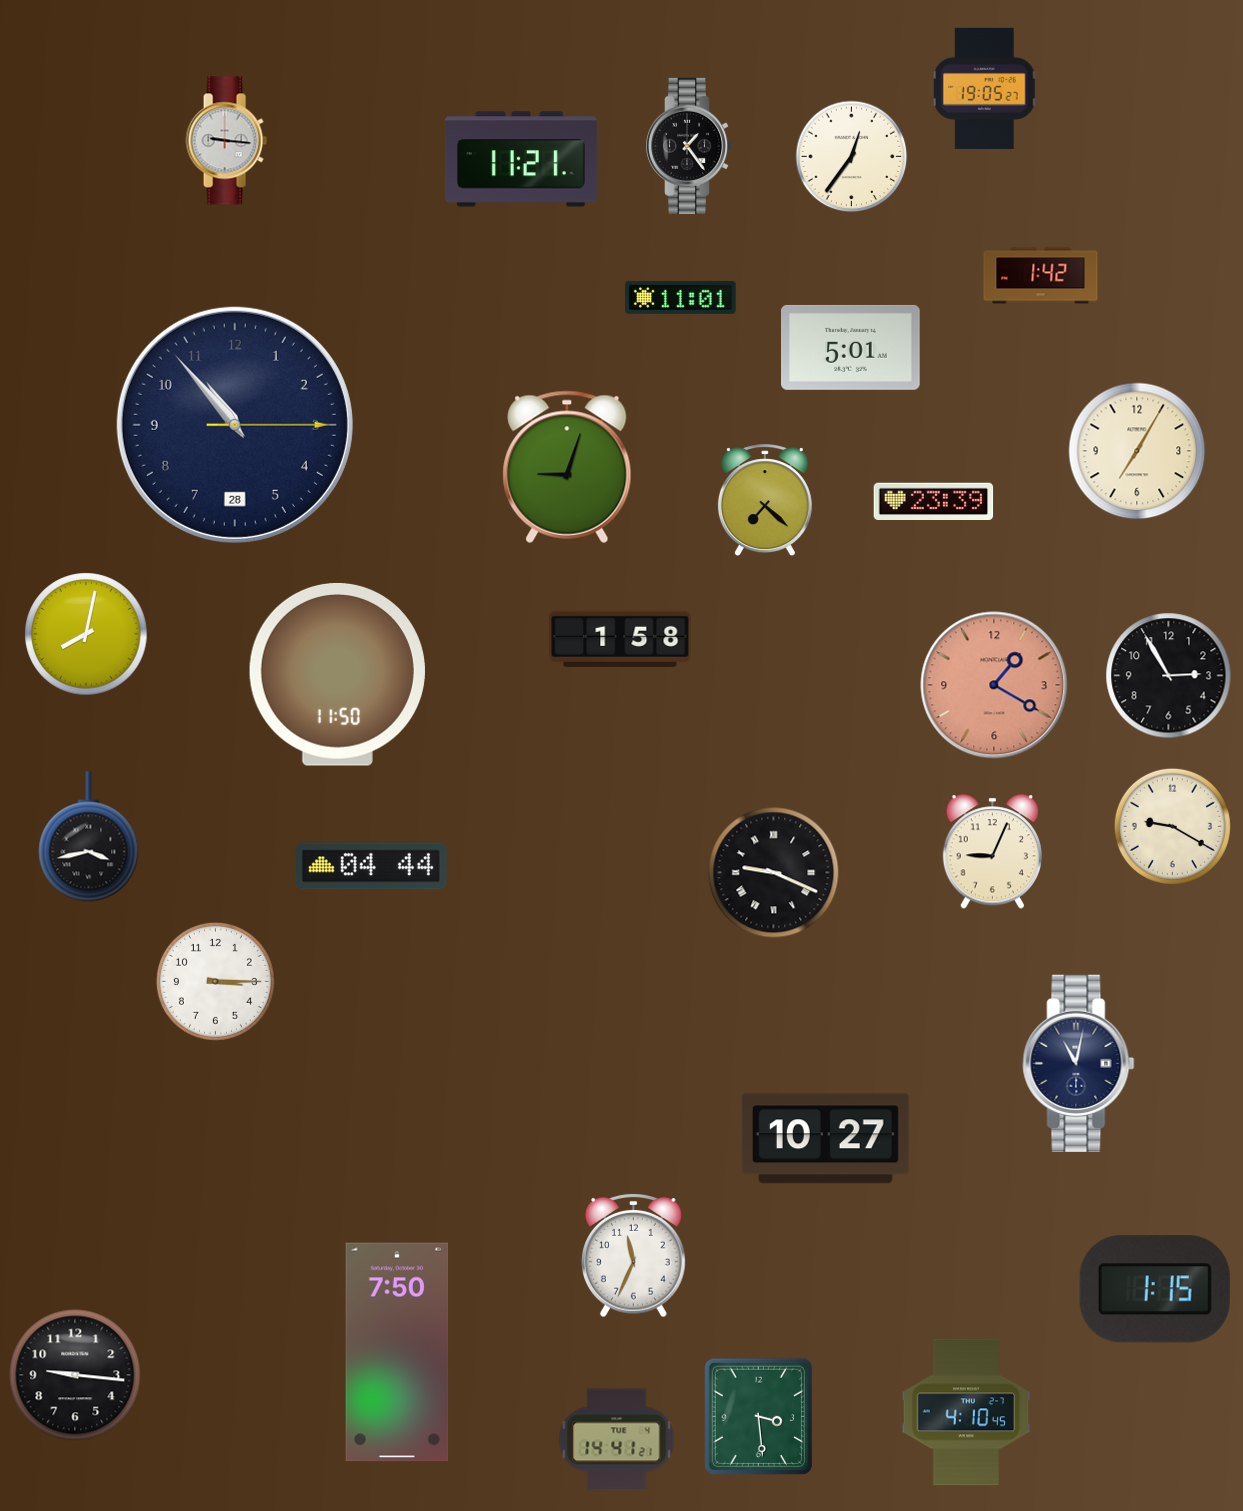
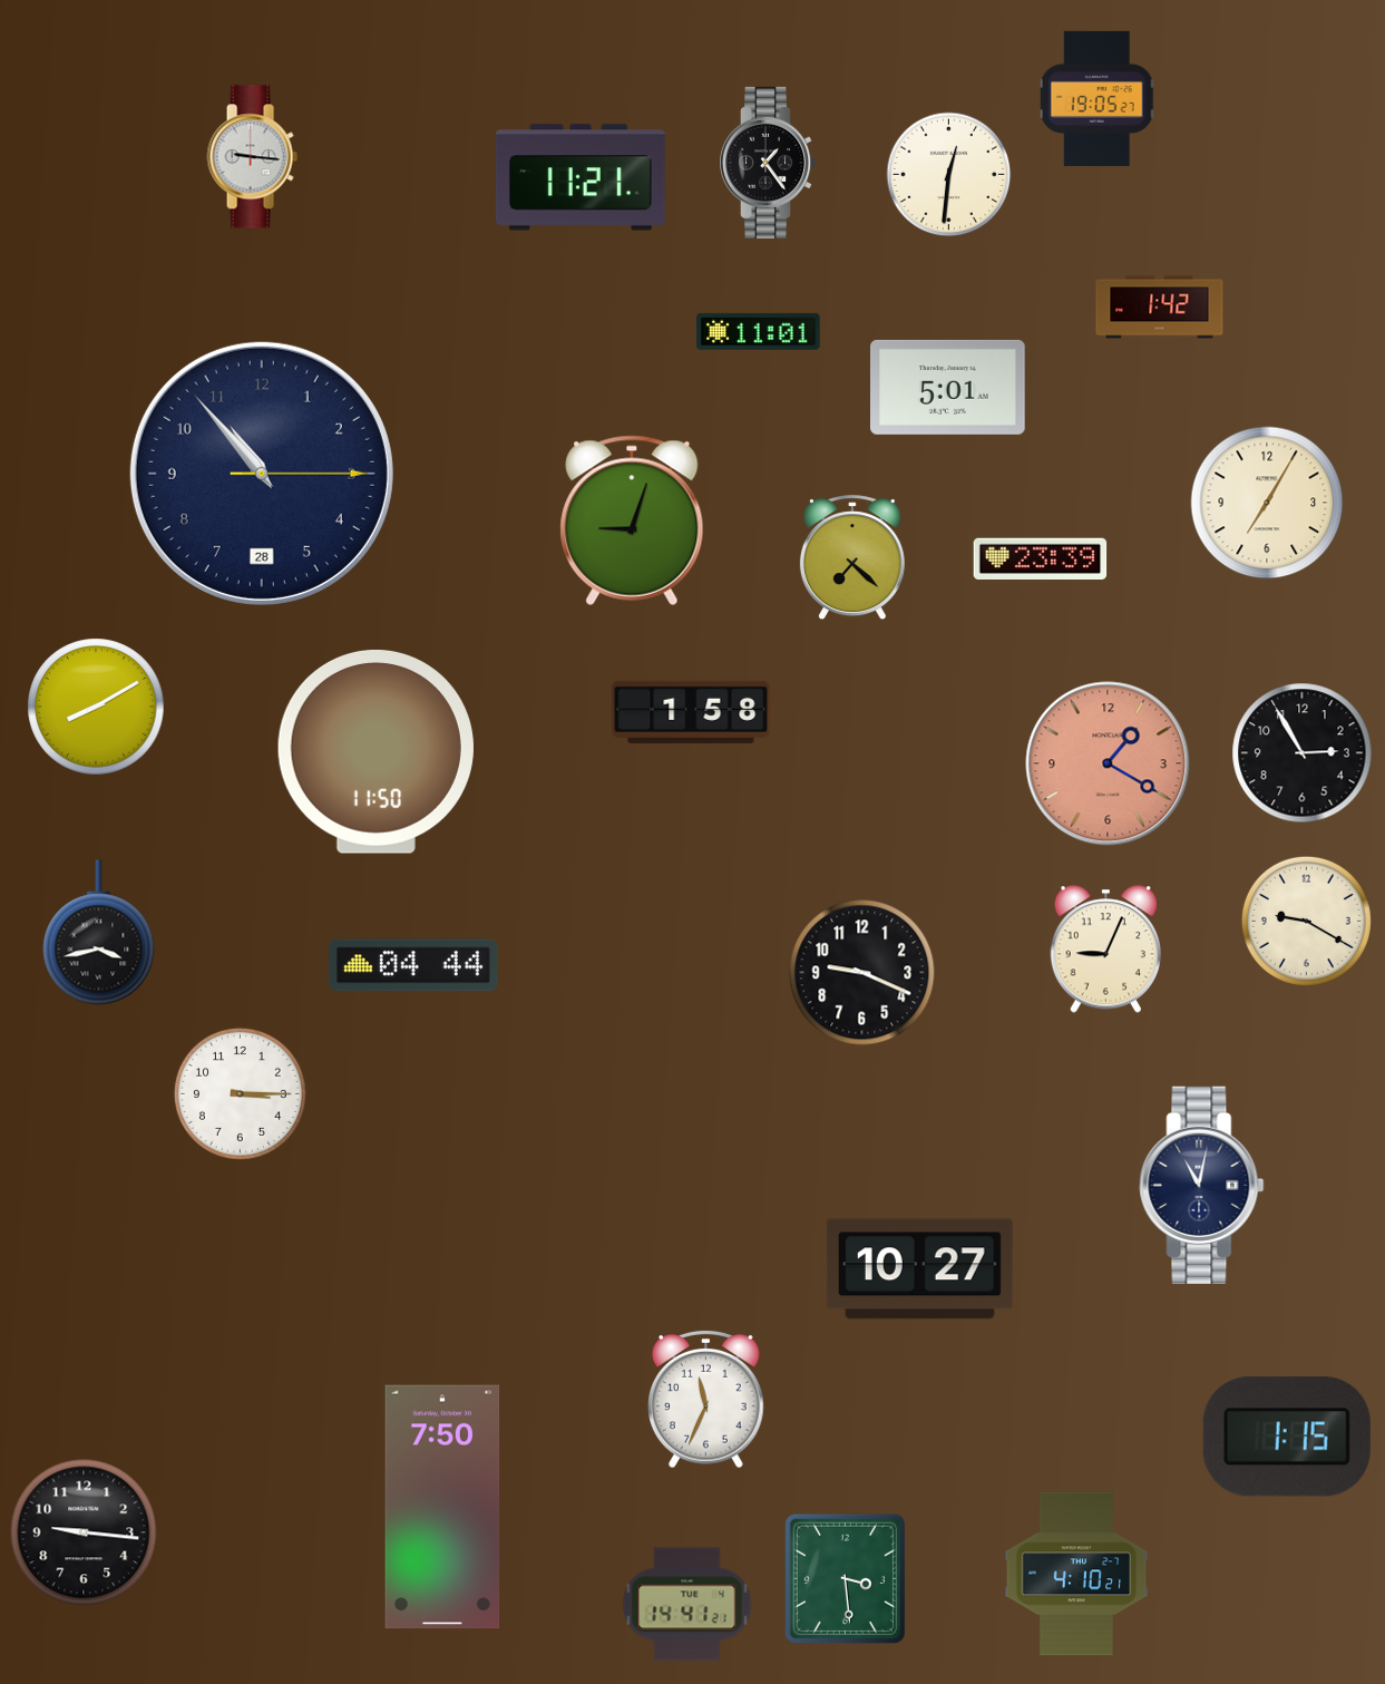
clock at (852, 157): 12:36 -> 12:31
clock at (86, 634): 8:02 -> 8:10
clock at (774, 873) numerals: Roman -> Arabic
clock at (966, 1412): 4:10:45 -> 4:10:21
